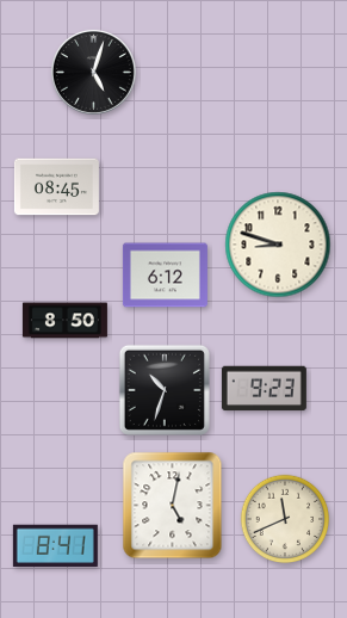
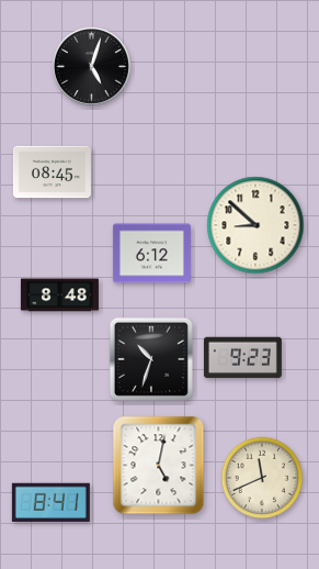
clock at (93, 72) position: (93, 72) -> (91, 66)
clock at (278, 245): 8:48 -> 8:52
clock at (64, 321): 8:50 -> 8:48
